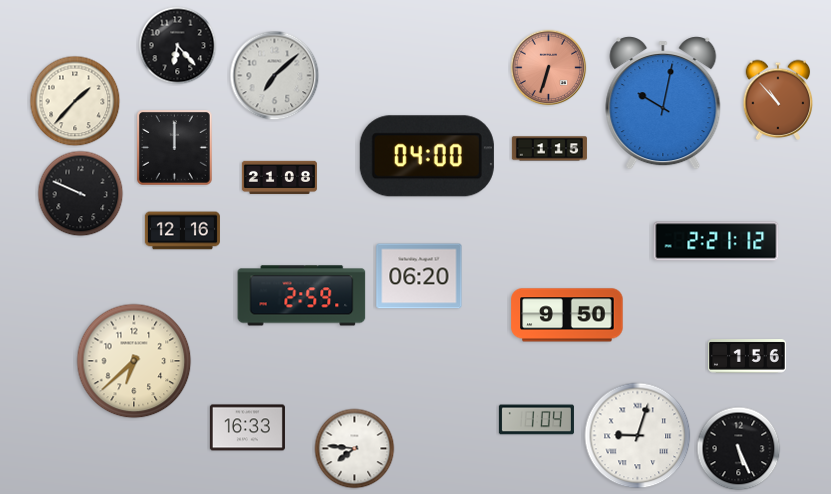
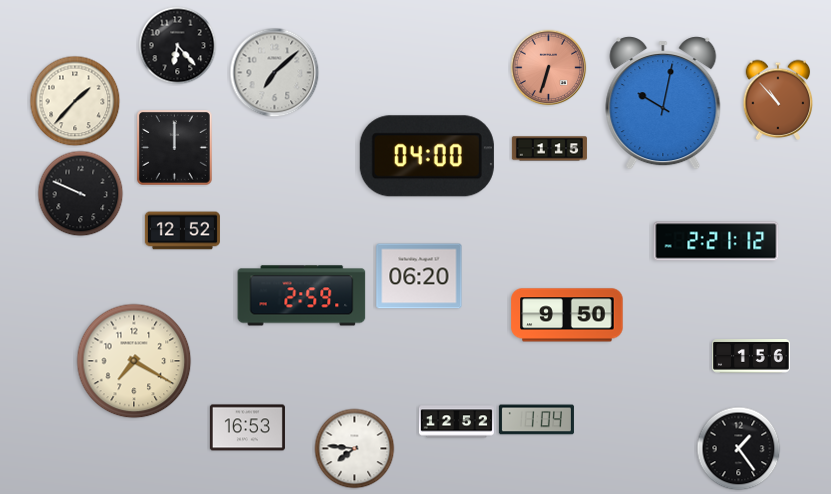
clock at (275, 76) position: (275, 76) -> (275, 73)
clock at (279, 177): 21:08 -> none
clock at (182, 231): 12:16 -> 12:52
clock at (748, 356) position: (748, 356) -> (752, 356)
clock at (134, 361): 6:38 -> 7:20
clock at (456, 422): none -> 12:52
clock at (247, 428): 16:33 -> 16:53
clock at (638, 436): 9:03 -> none
clock at (739, 449): 5:26 -> 1:24
